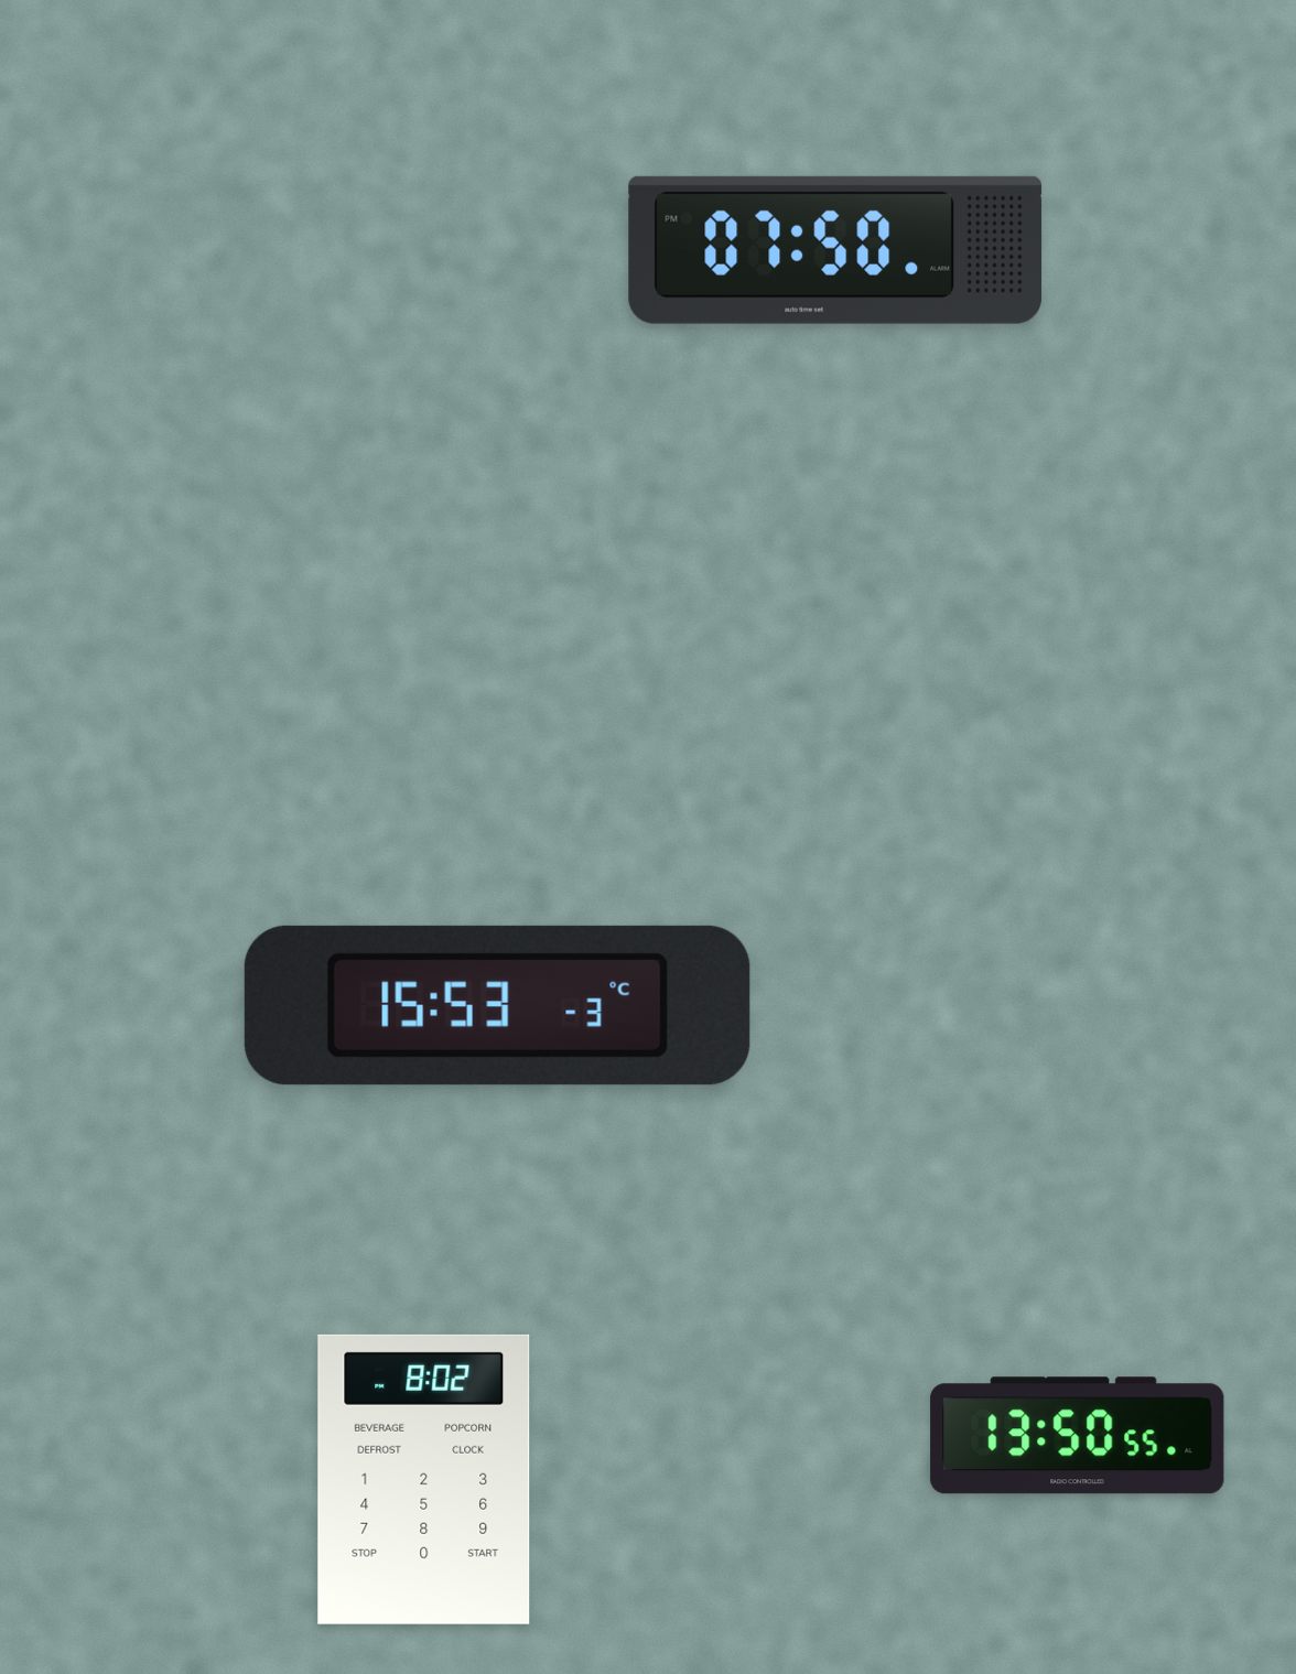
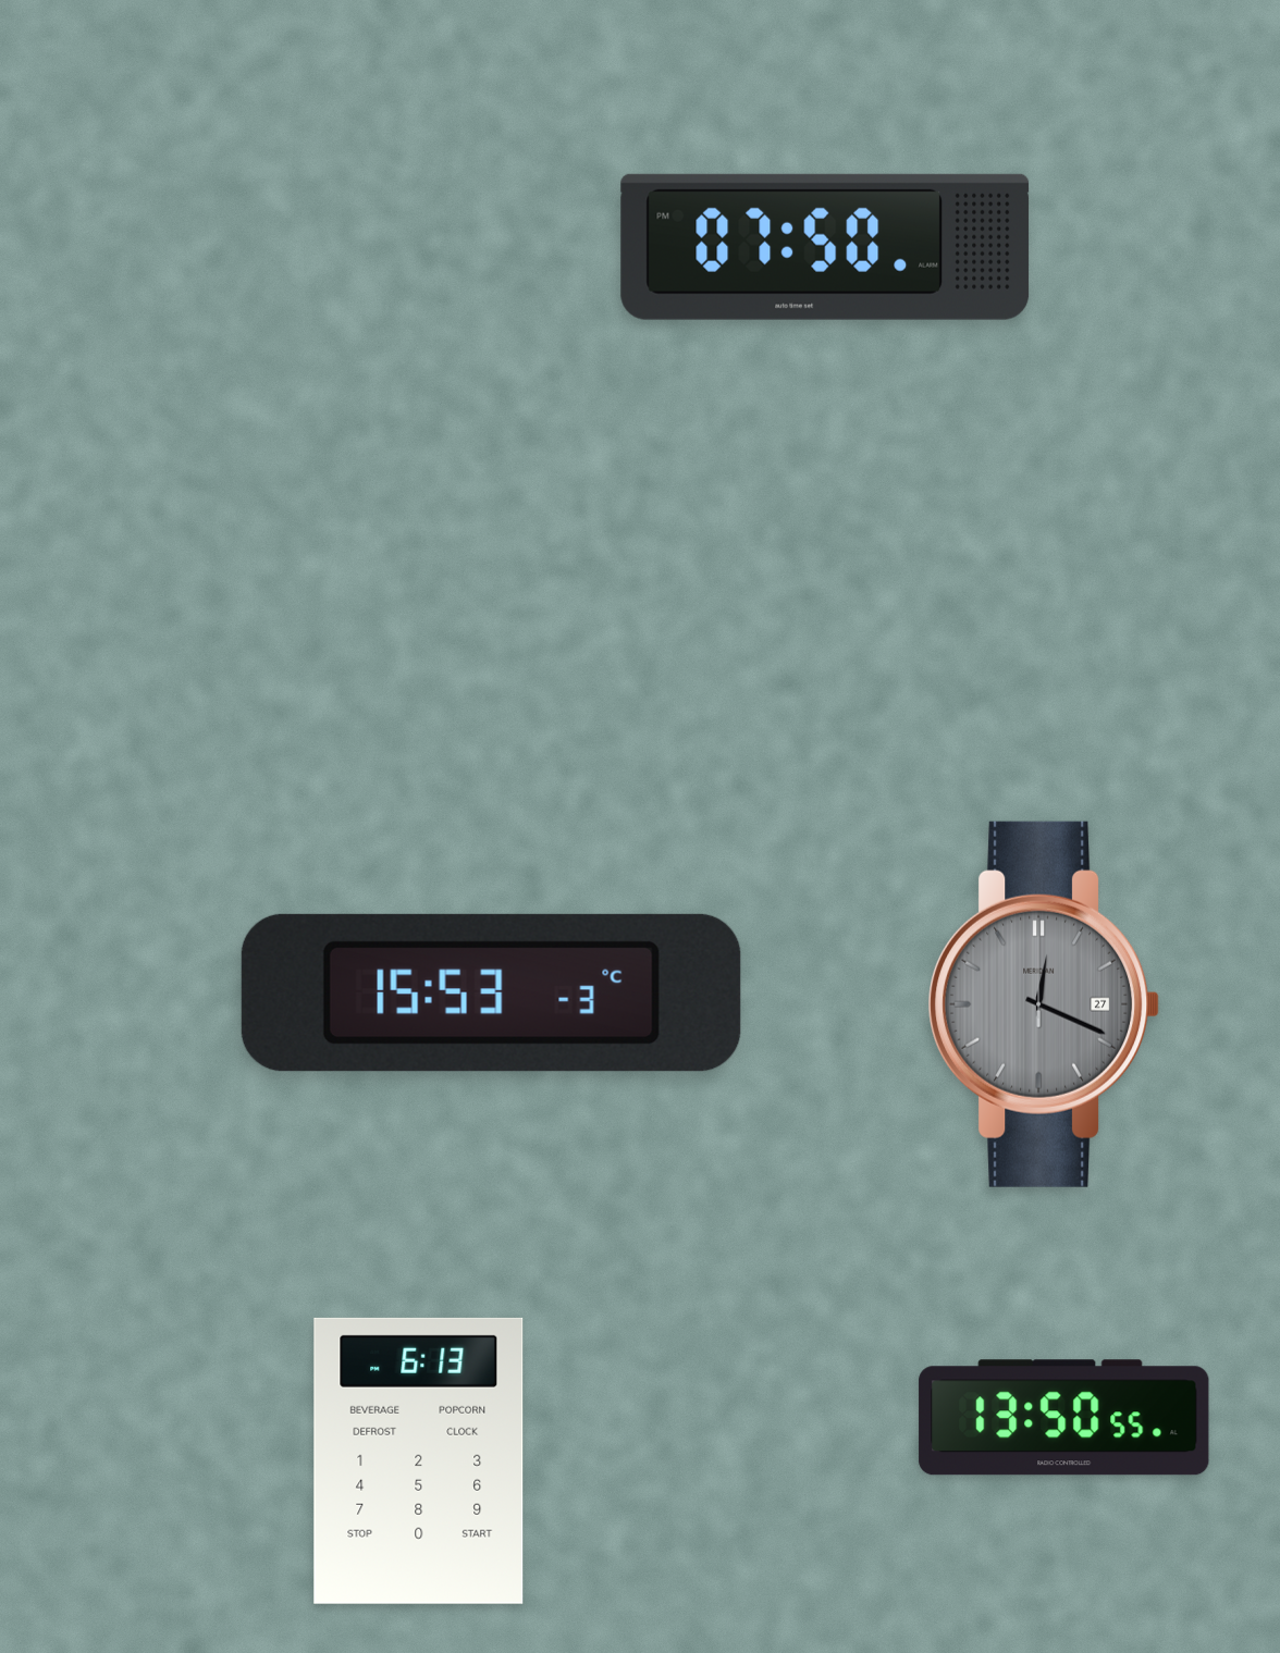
clock at (1044, 1004): none -> 12:19
clock at (424, 1479): 8:02 -> 6:13
